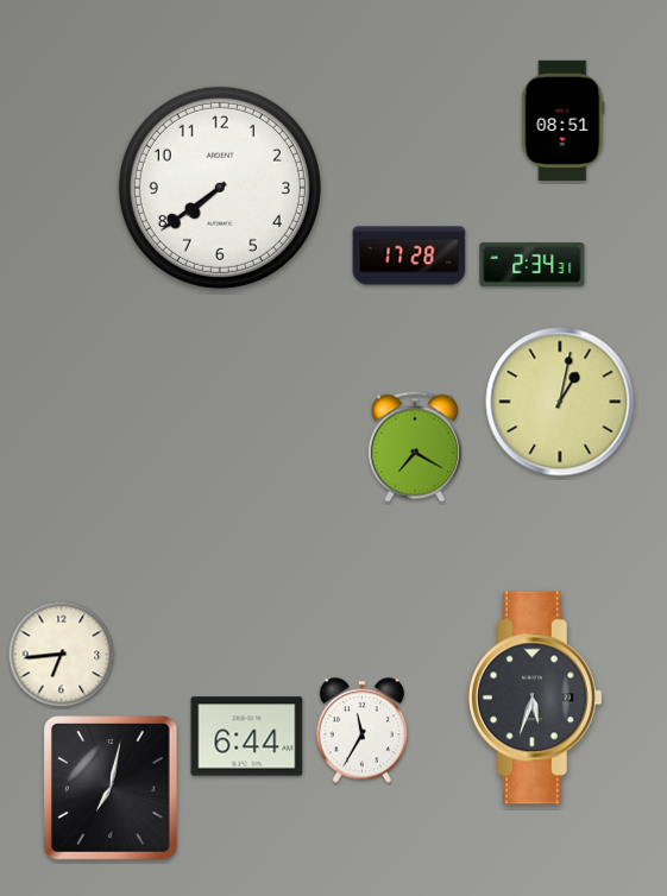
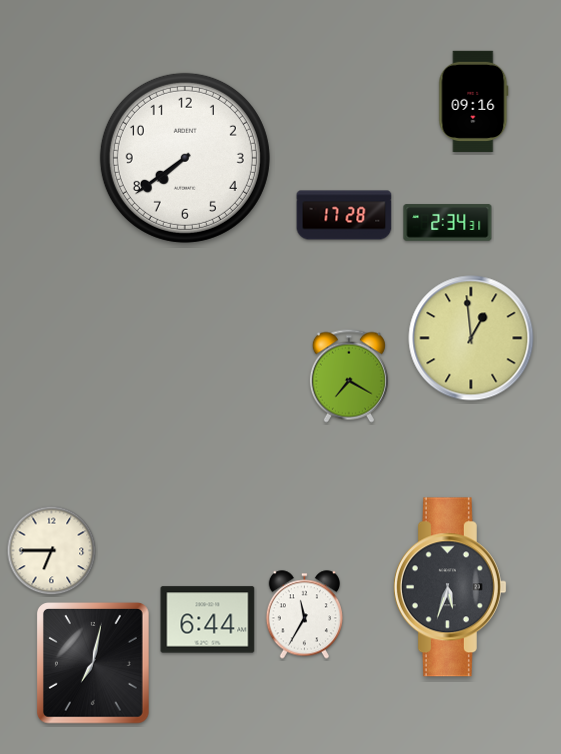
clock at (564, 120): 08:51 -> 09:16
clock at (560, 402): 1:02 -> 12:59
clock at (62, 655): 6:44 -> 6:45
